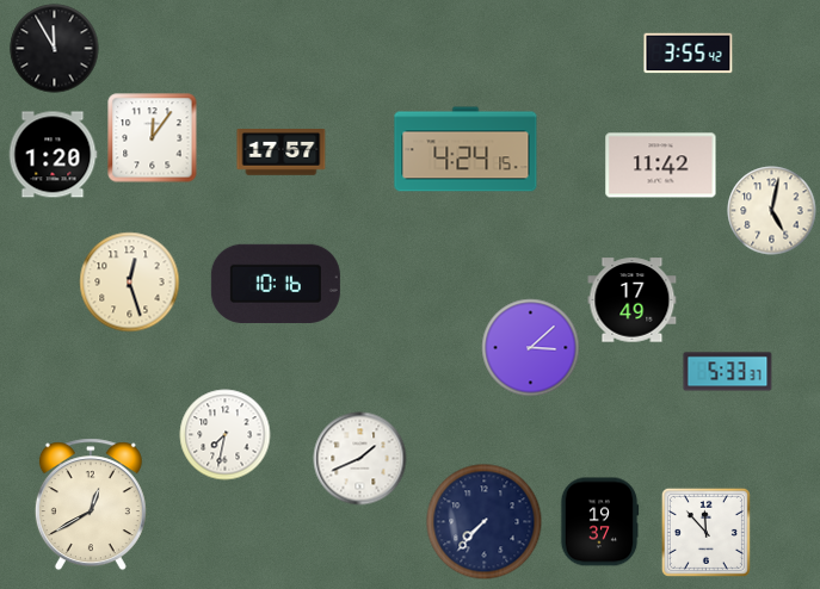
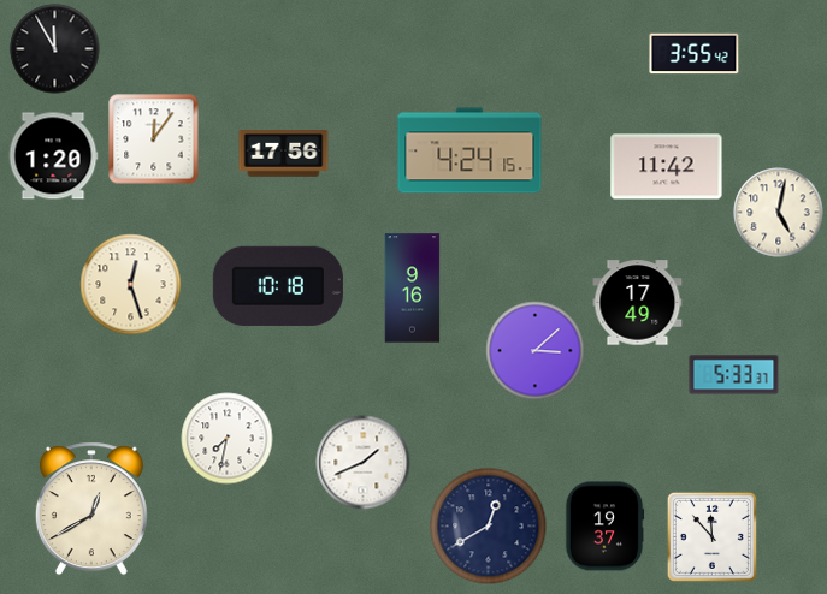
clock at (282, 153): 17:57 -> 17:56
clock at (276, 284): 10:16 -> 10:18
clock at (413, 289): none -> 9:16
clock at (485, 522): 7:37 -> 12:40
